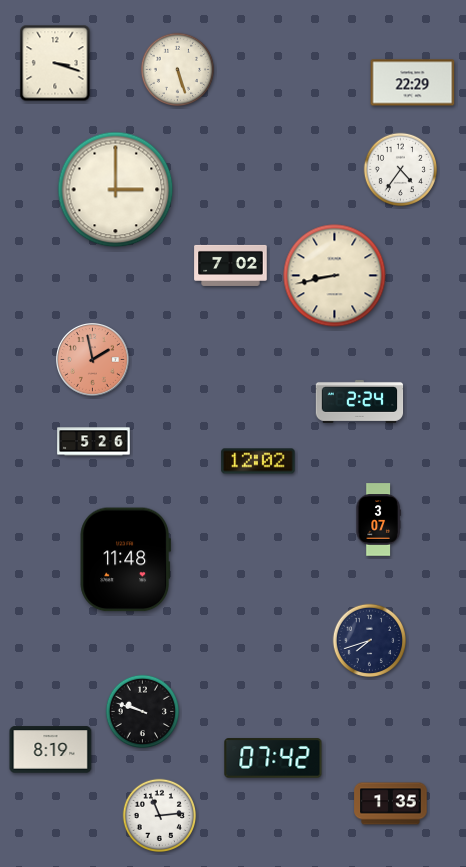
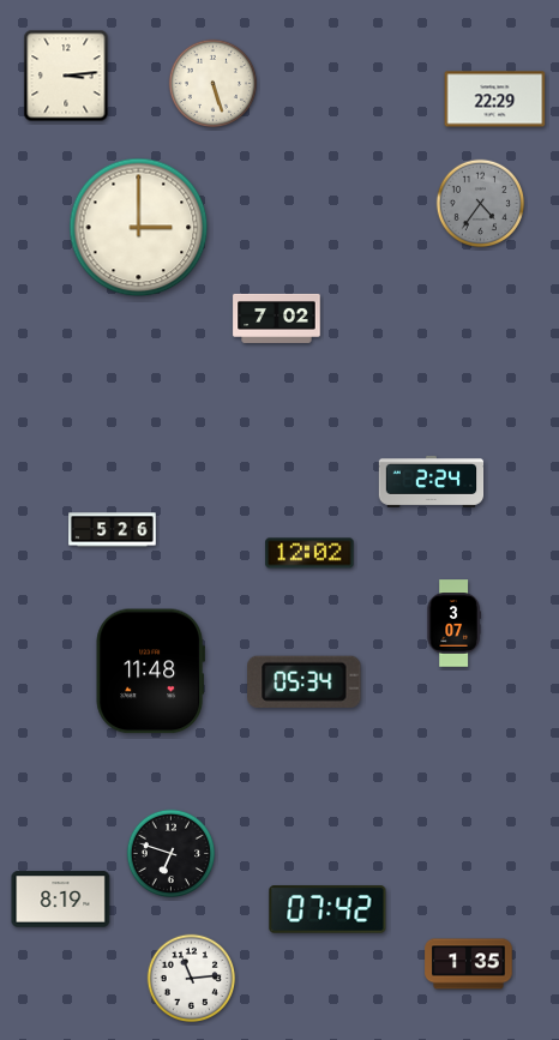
clock at (55, 63): 3:18 -> 3:14
clock at (401, 170) dial: white -> grey
clock at (335, 276): 8:43 -> none
clock at (93, 360): 1:58 -> none
clock at (305, 681): none -> 05:34
clock at (370, 641): 7:42 -> none
clock at (143, 712): 9:48 -> 6:48
